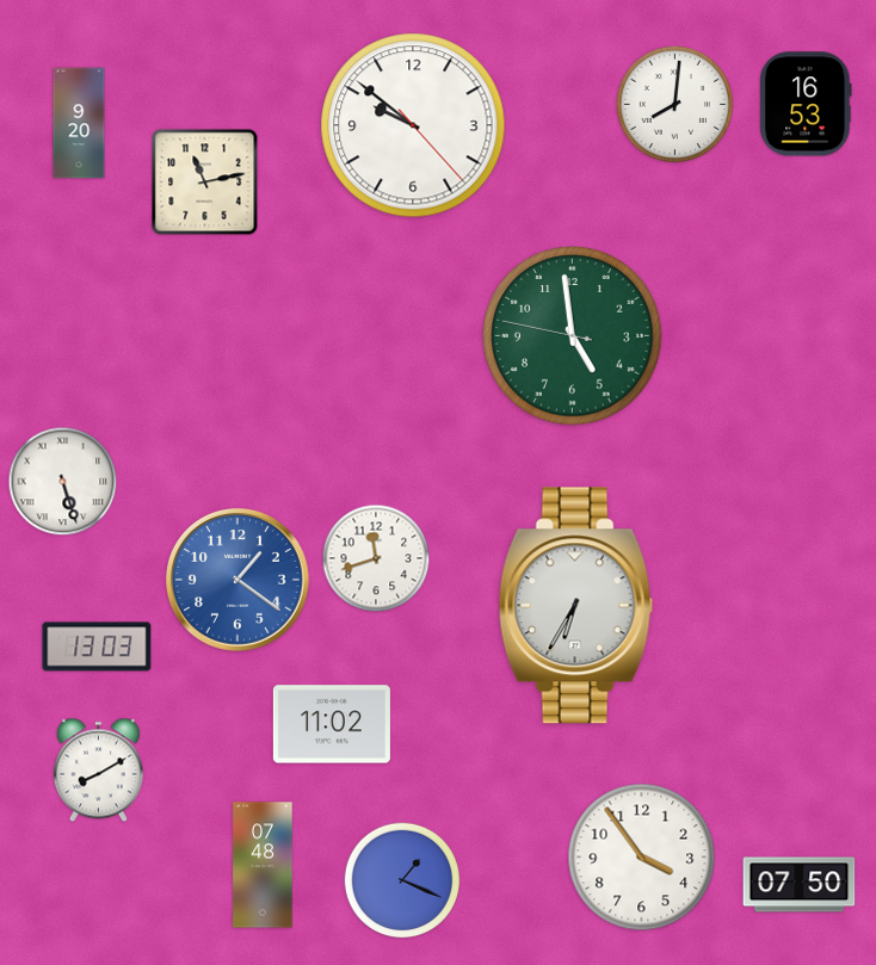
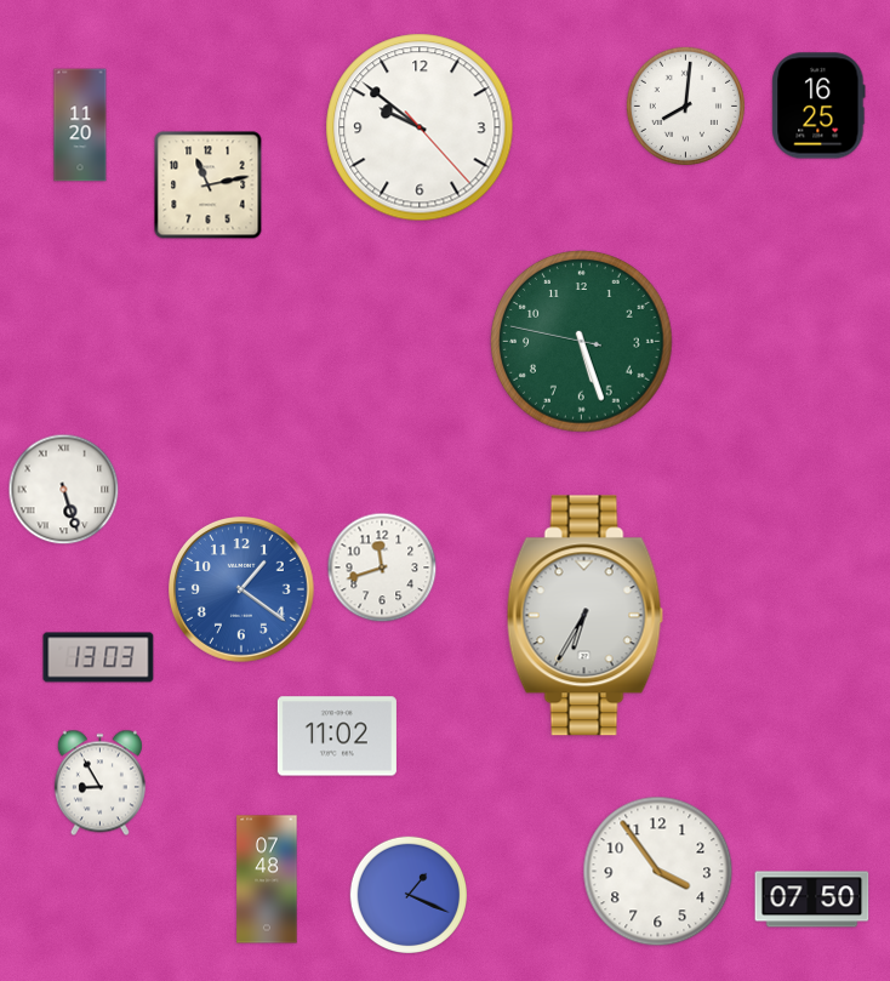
clock at (806, 104): 16:53 -> 16:25
clock at (79, 123): 9:20 -> 11:20
clock at (573, 336): 4:58 -> 5:26
clock at (98, 771): 8:10 -> 8:55
clock at (642, 858) position: (642, 858) -> (658, 872)
